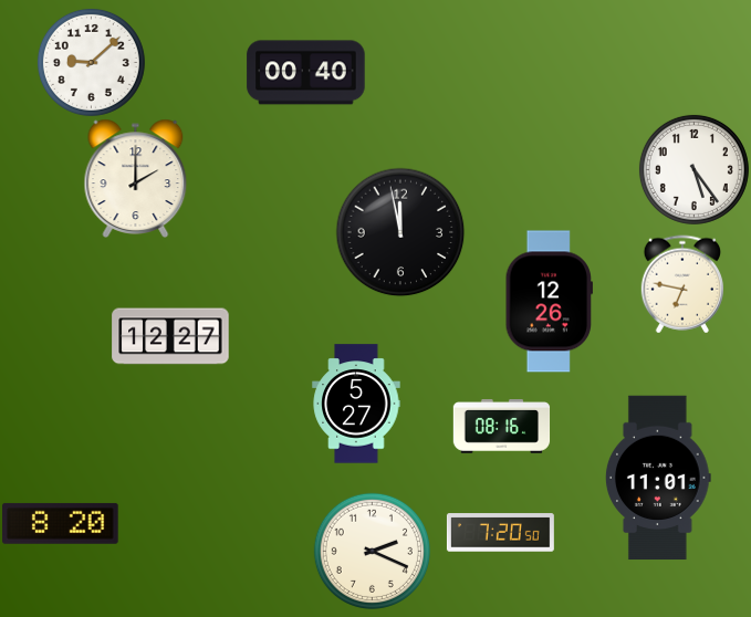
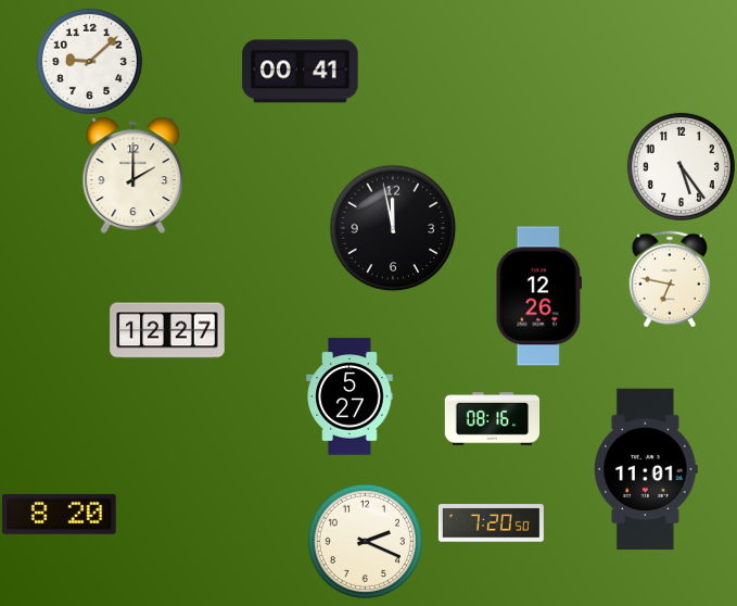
clock at (306, 73): 00:40 -> 00:41
